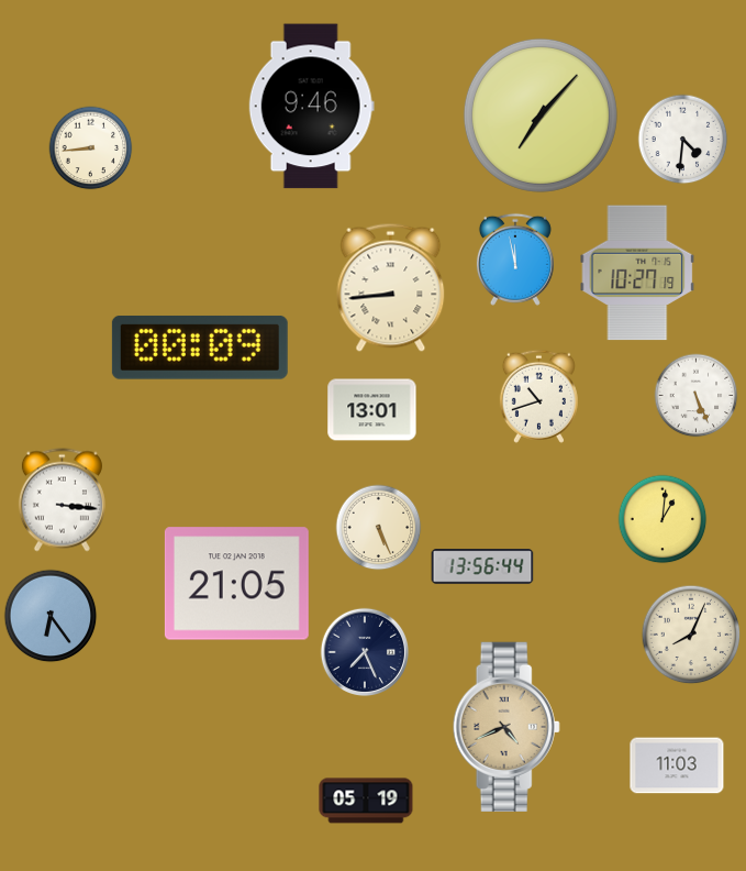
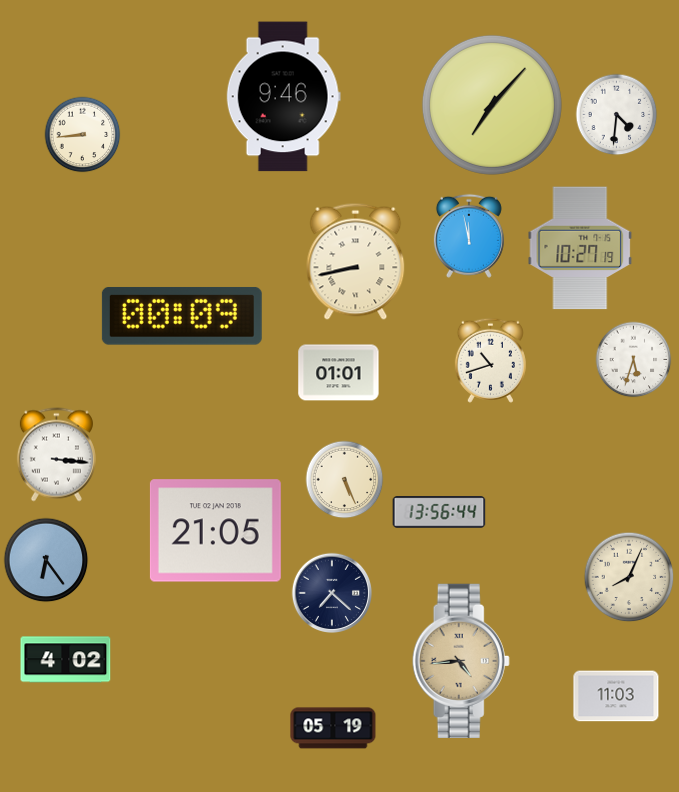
clock at (683, 140) position: (683, 140) -> (617, 115)
clock at (391, 287): 8:44 -> 8:43
clock at (697, 396): 5:26 -> 5:33
clock at (372, 410): 13:01 -> 01:01
clock at (663, 519): 1:01 -> none
clock at (482, 566) position: (482, 566) -> (439, 512)
clock at (364, 651): 7:26 -> 7:22
clock at (66, 660): none -> 4:02
clock at (506, 727): 4:41 -> 4:44
